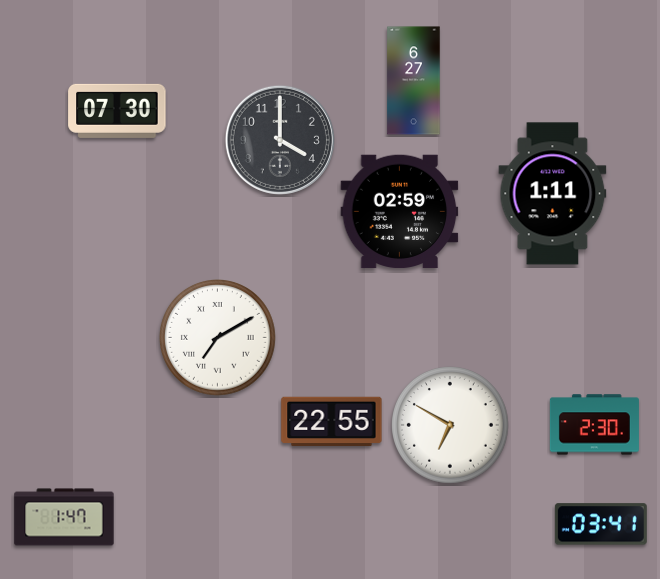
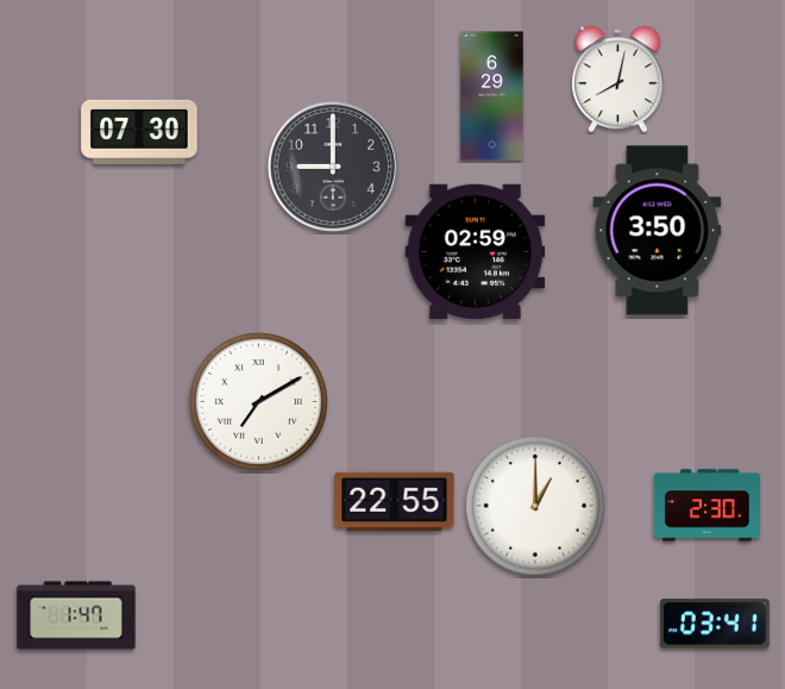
clock at (618, 80): none -> 8:02
clock at (414, 81): 6:27 -> 6:29
clock at (280, 140): 4:00 -> 9:00
clock at (553, 194): 1:11 -> 3:50
clock at (451, 426): 6:50 -> 1:00
